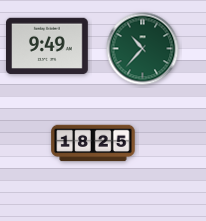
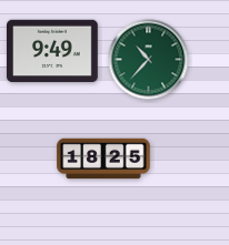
clock at (143, 49) position: (143, 49) -> (149, 60)
